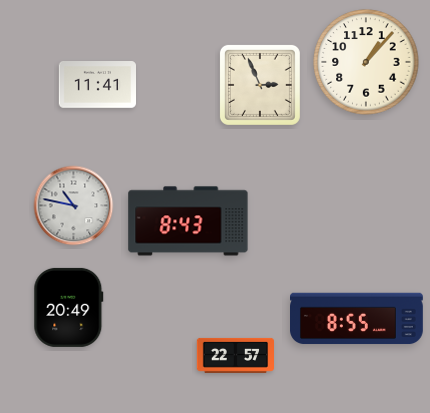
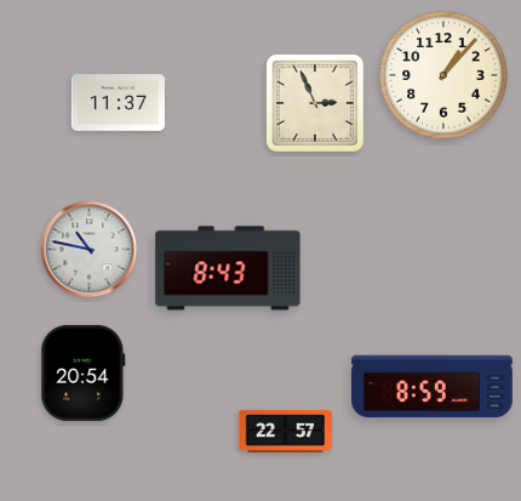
clock at (97, 85): 11:41 -> 11:37
clock at (69, 307): 20:49 -> 20:54
clock at (357, 319): 8:55 -> 8:59
